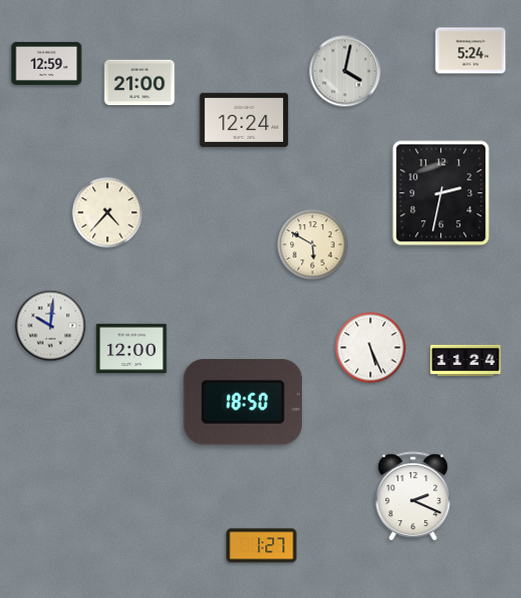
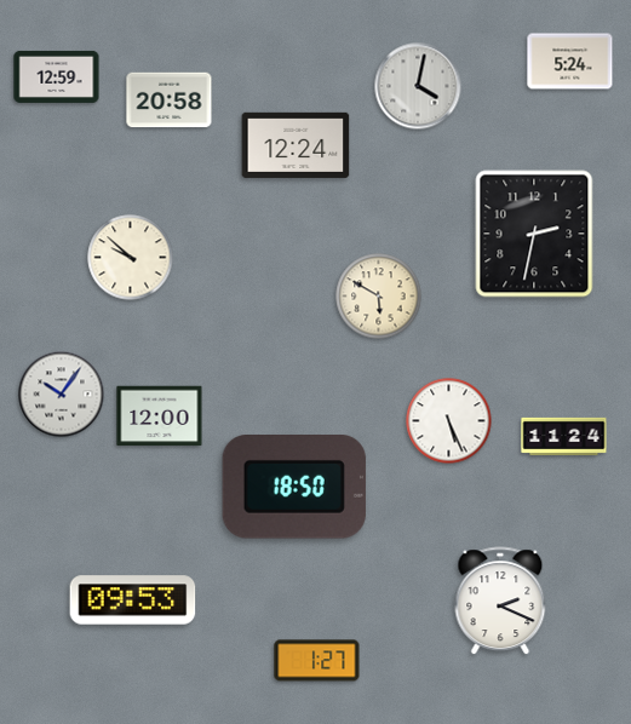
clock at (140, 83): 21:00 -> 20:58
clock at (108, 213): 4:37 -> 9:52
clock at (51, 326): 10:01 -> 10:06
clock at (132, 349) position: (132, 349) -> (160, 416)
clock at (133, 601): none -> 09:53
